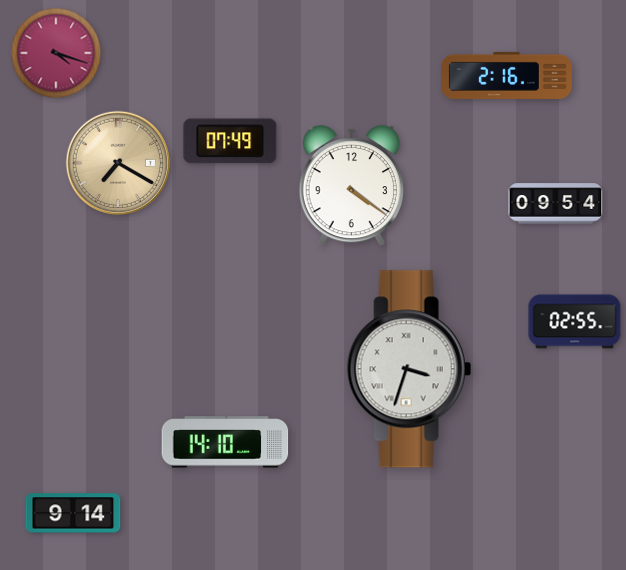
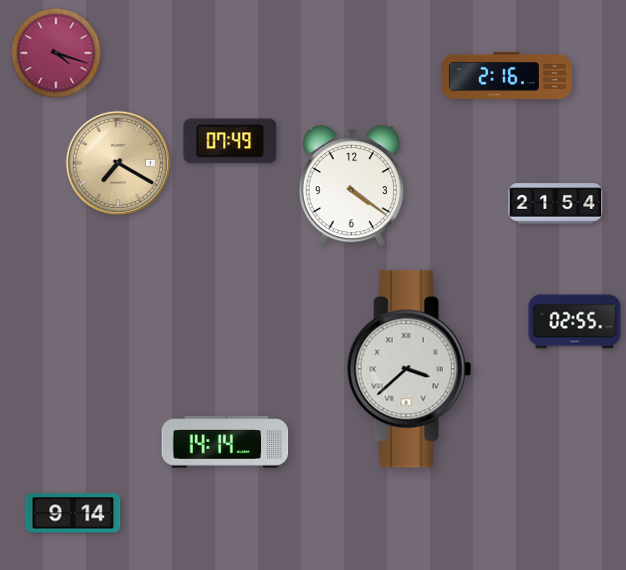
clock at (556, 204): 09:54 -> 21:54
clock at (409, 369): 3:33 -> 3:38
clock at (225, 442): 14:10 -> 14:14
